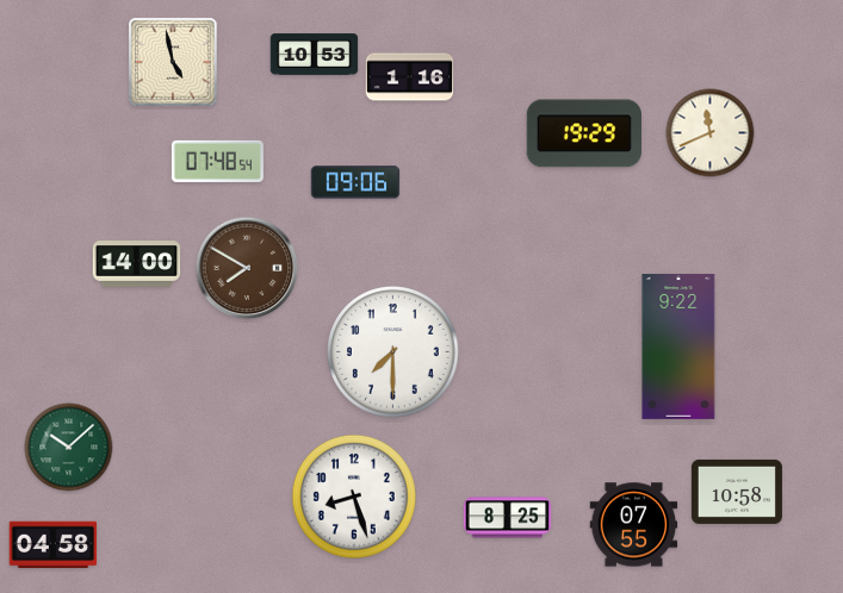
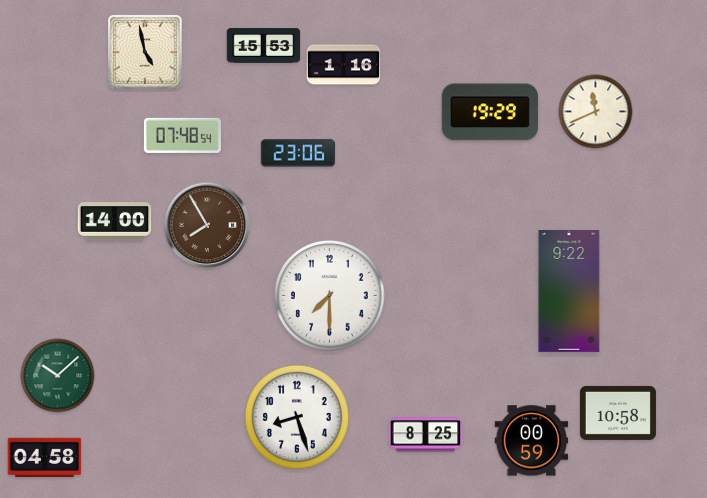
clock at (315, 55): 10:53 -> 15:53
clock at (355, 182): 09:06 -> 23:06
clock at (247, 268): 7:50 -> 7:55
clock at (634, 525): 07:55 -> 00:59
